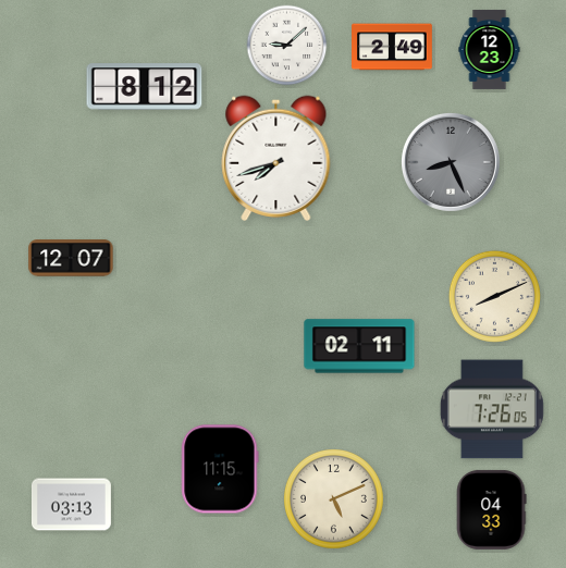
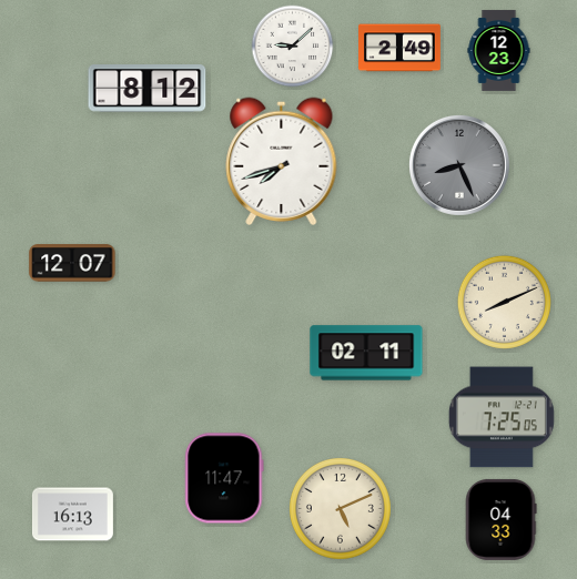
clock at (492, 409): 7:26 -> 7:25
clock at (220, 469): 11:15 -> 11:47
clock at (71, 505): 03:13 -> 16:13
